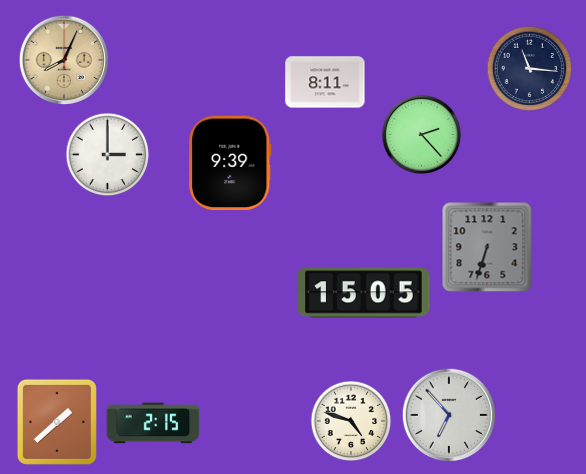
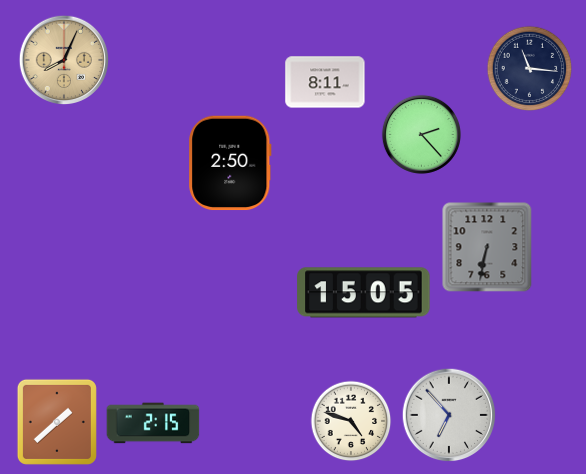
clock at (108, 155): 3:00 -> none
clock at (230, 163): 9:39 -> 2:50
clock at (487, 247): 6:33 -> 6:32
